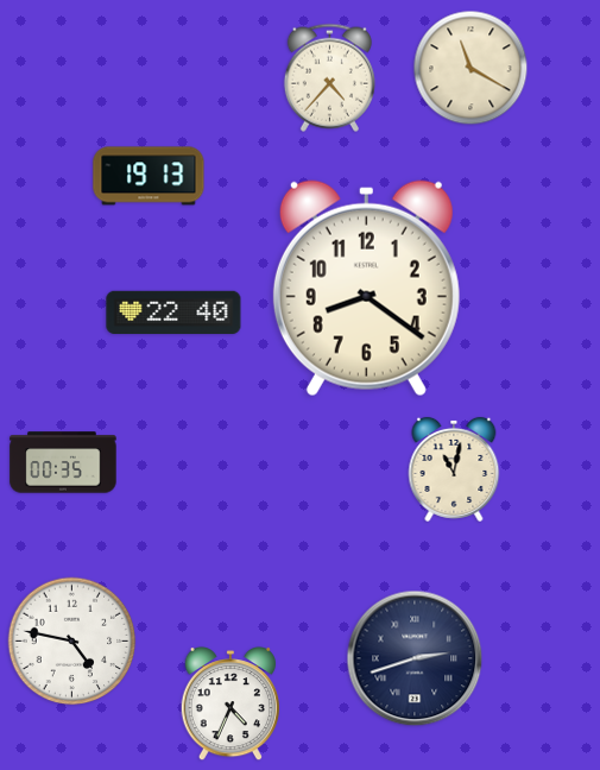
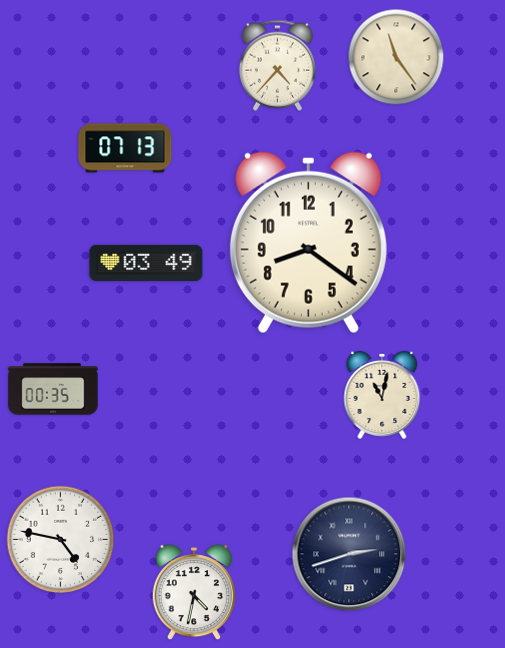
clock at (470, 68): 11:20 -> 11:24
clock at (149, 176): 19:13 -> 07:13
clock at (173, 313): 22:40 -> 03:49
clock at (229, 703): 4:34 -> 4:32
